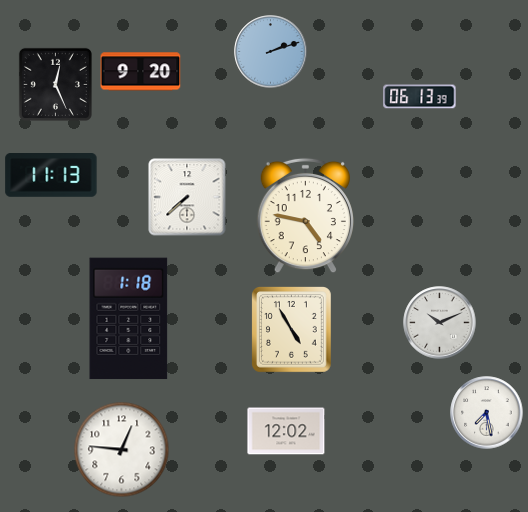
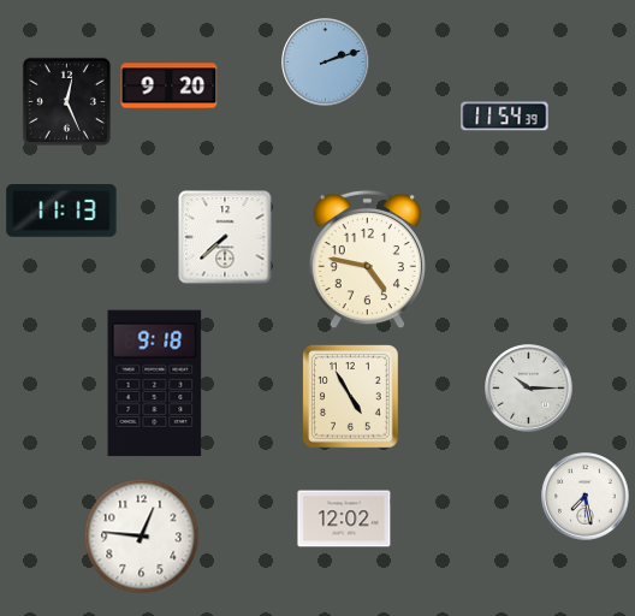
clock at (420, 97): 06:13 -> 11:54
clock at (129, 319): 1:18 -> 9:18
clock at (440, 323): 10:11 -> 10:15
clock at (122, 450) position: (122, 450) -> (142, 537)
